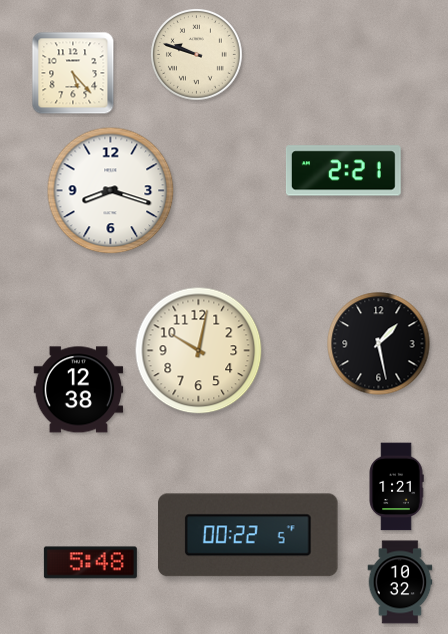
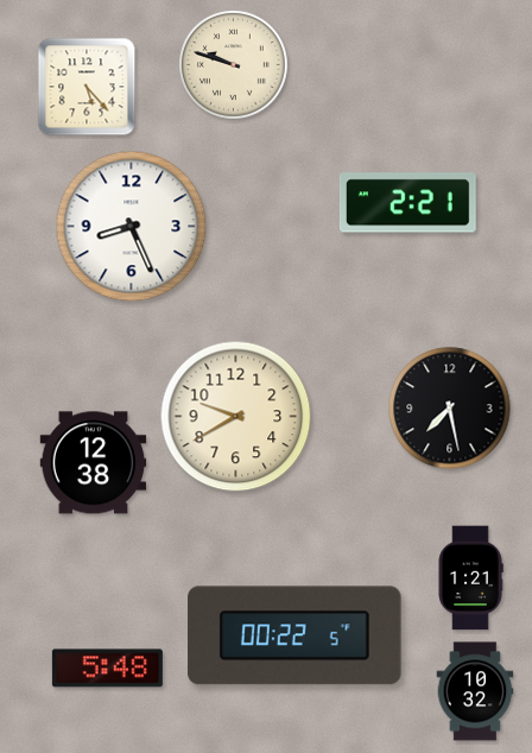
clock at (111, 191): 8:18 -> 8:26
clock at (379, 344): 1:28 -> 7:28
clock at (199, 351): 10:02 -> 9:40
